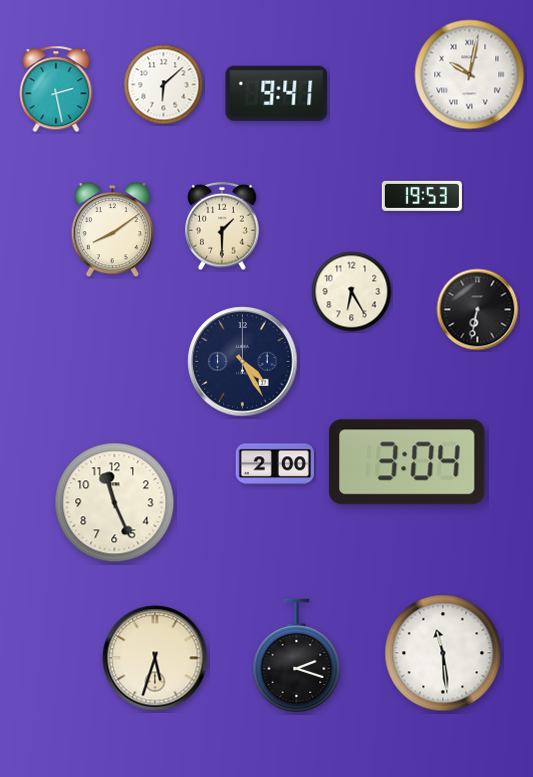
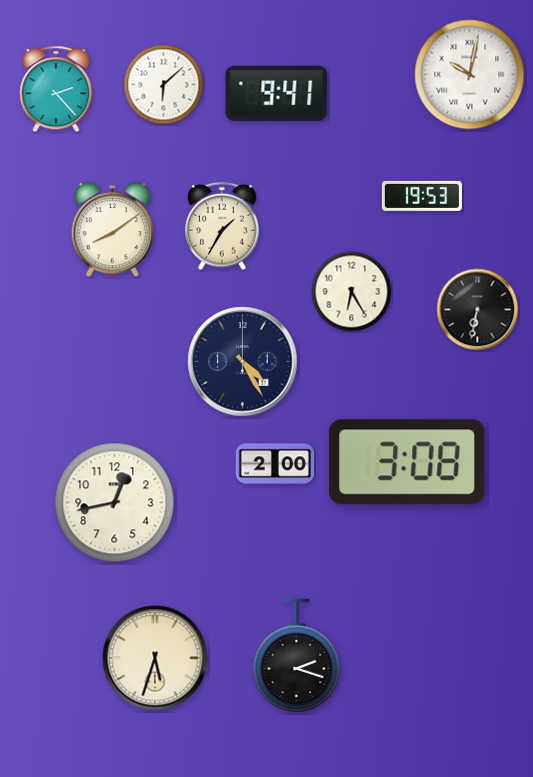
clock at (56, 89): 2:28 -> 2:23
clock at (222, 226): 1:30 -> 1:35
clock at (407, 462): 3:04 -> 3:08
clock at (115, 503): 11:26 -> 12:43
clock at (443, 653): 11:29 -> none
